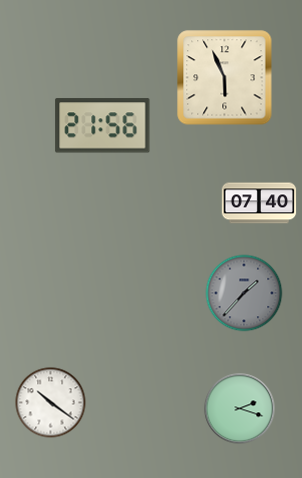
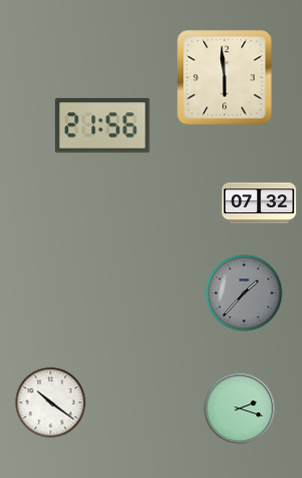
clock at (225, 78): 5:56 -> 5:59
clock at (259, 203): 07:40 -> 07:32
